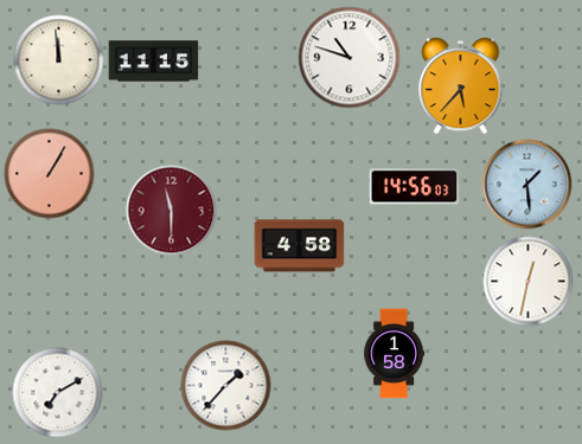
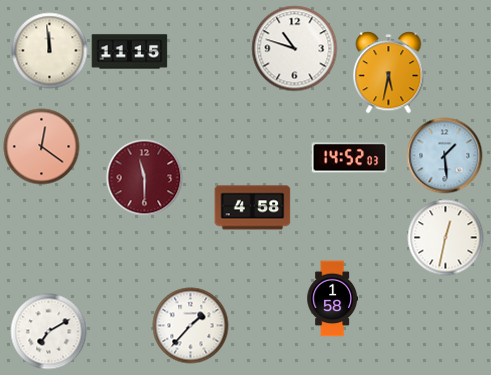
clock at (461, 86): 5:37 -> 5:32
clock at (50, 174): 1:05 -> 12:21
clock at (415, 187): 14:56 -> 14:52
